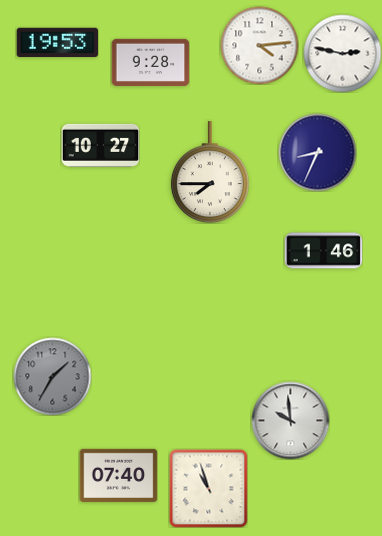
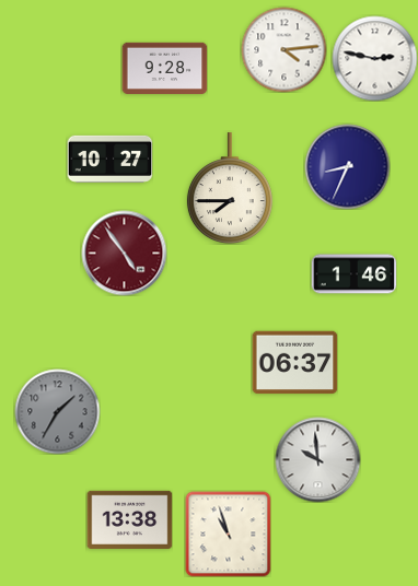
clock at (57, 43): 19:53 -> none
clock at (124, 253): none -> 4:54
clock at (294, 363): none -> 06:37
clock at (118, 475): 07:40 -> 13:38
